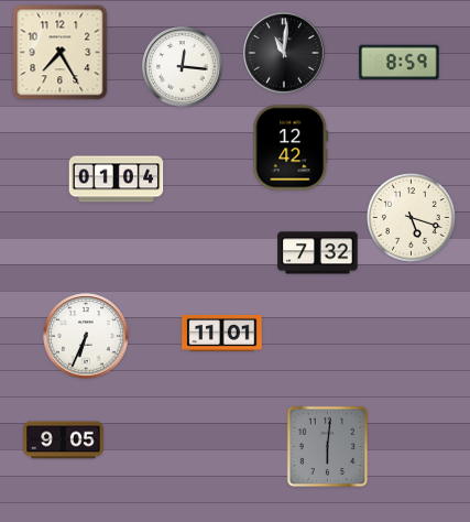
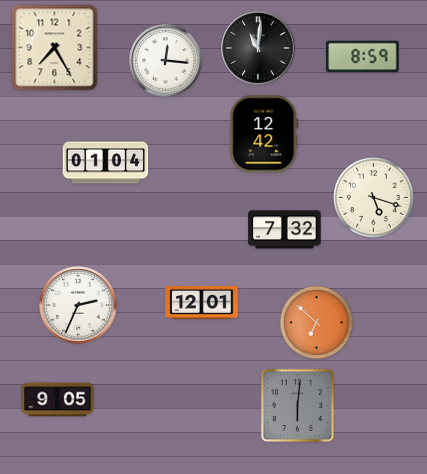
clock at (318, 253) position: (318, 253) -> (285, 230)
clock at (222, 333): 11:01 -> 12:01
clock at (86, 336): 6:34 -> 2:34
clock at (316, 322): none -> 6:52
